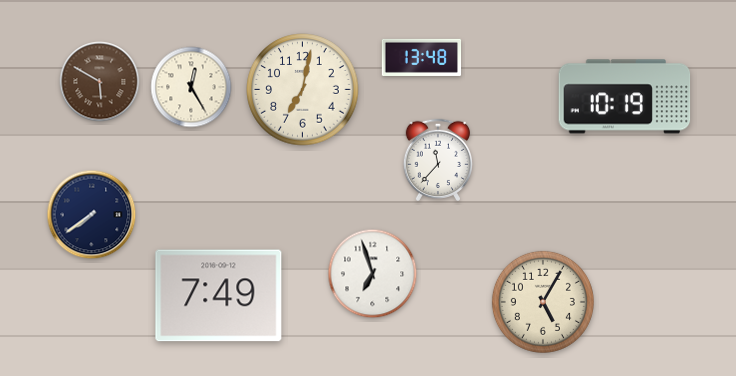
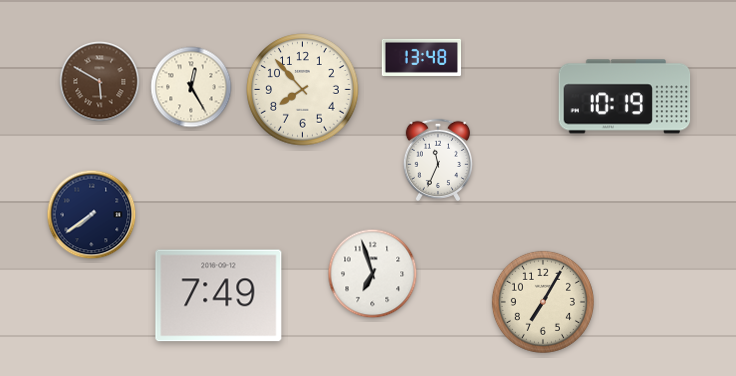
clock at (303, 90): 7:02 -> 7:53
clock at (437, 159): 11:37 -> 11:34
clock at (543, 302): 5:05 -> 7:05
